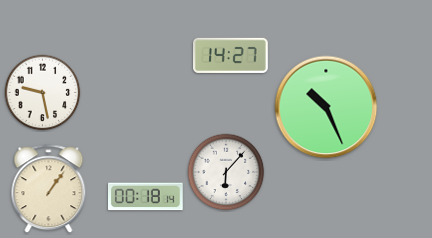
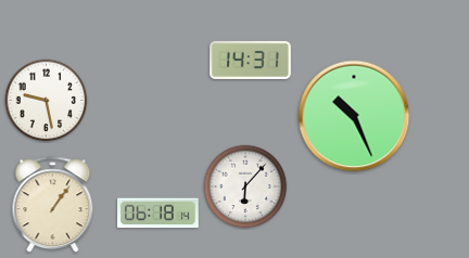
clock at (231, 55): 14:27 -> 14:31
clock at (146, 197): 00:18 -> 06:18
